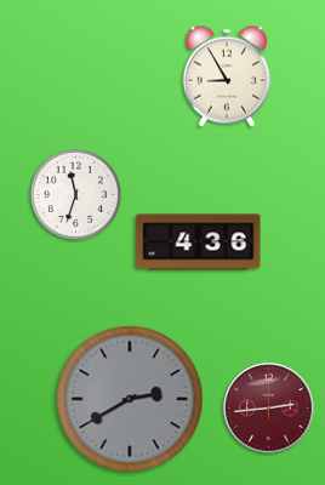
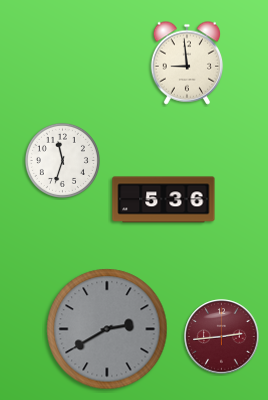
clock at (227, 76): 8:55 -> 8:59
clock at (199, 242): 4:36 -> 5:36
